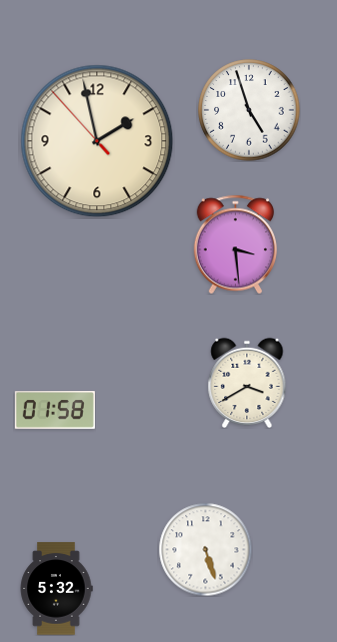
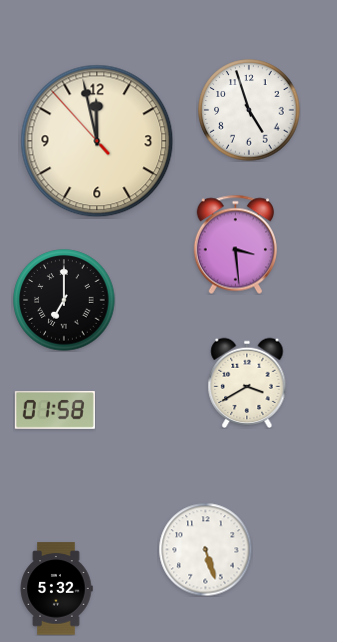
clock at (97, 141): 1:57 -> 11:57
clock at (64, 300): none -> 7:00
